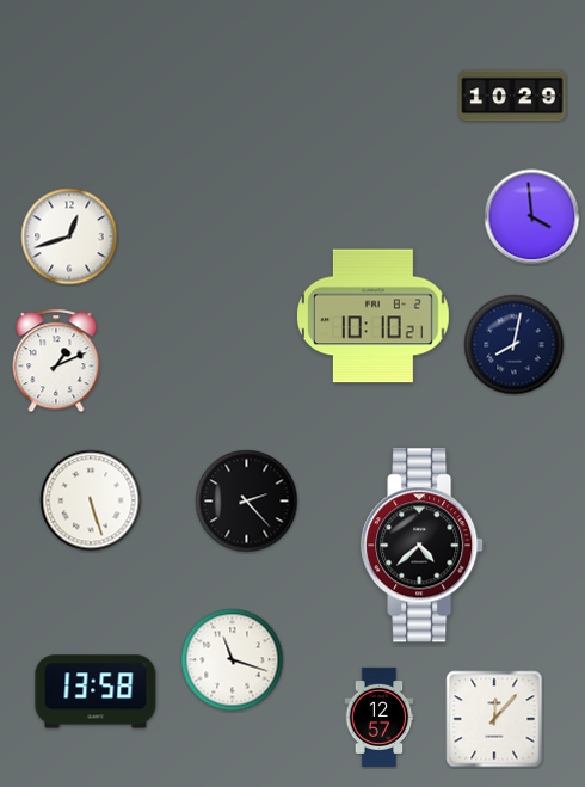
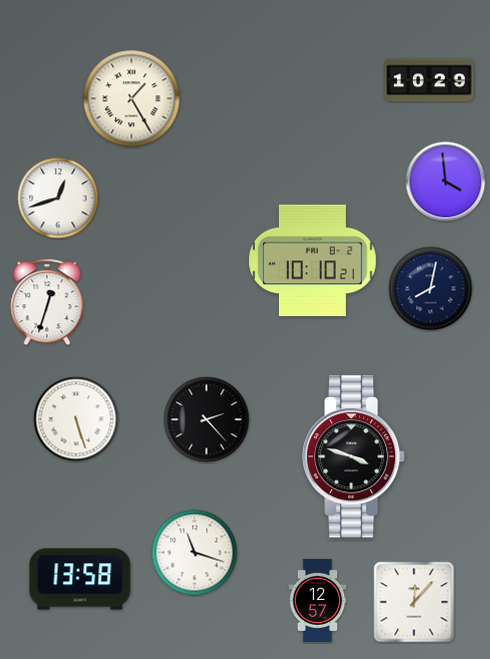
clock at (132, 99): none -> 1:25
clock at (374, 316) position: (374, 316) -> (313, 261)
clock at (56, 361): 1:11 -> 12:33
clock at (423, 546): 4:38 -> 3:48
